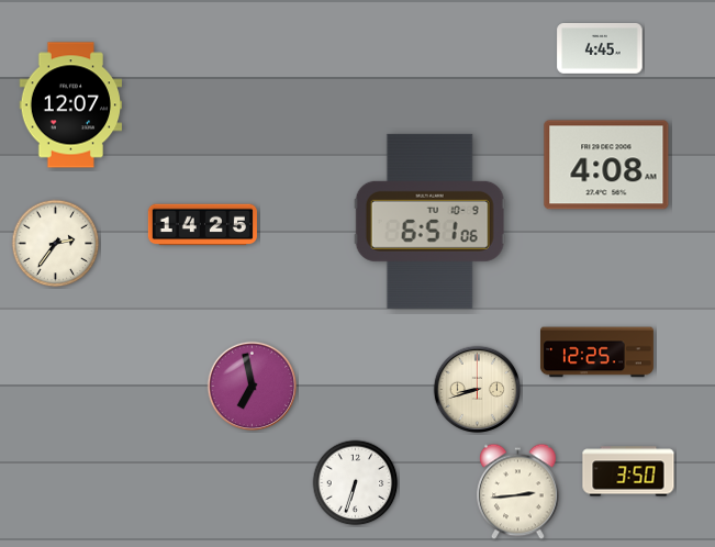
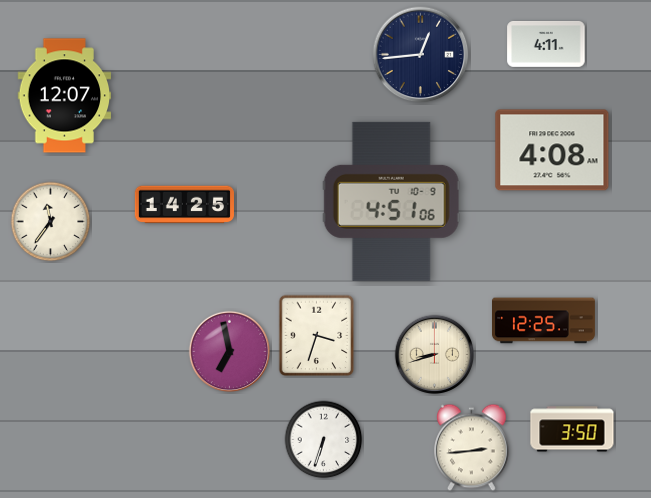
clock at (600, 48): 4:45 -> 4:11
clock at (421, 55): none -> 12:44
clock at (429, 221): 6:51 -> 4:51
clock at (56, 244): 2:36 -> 11:36
clock at (317, 336): none -> 3:33
